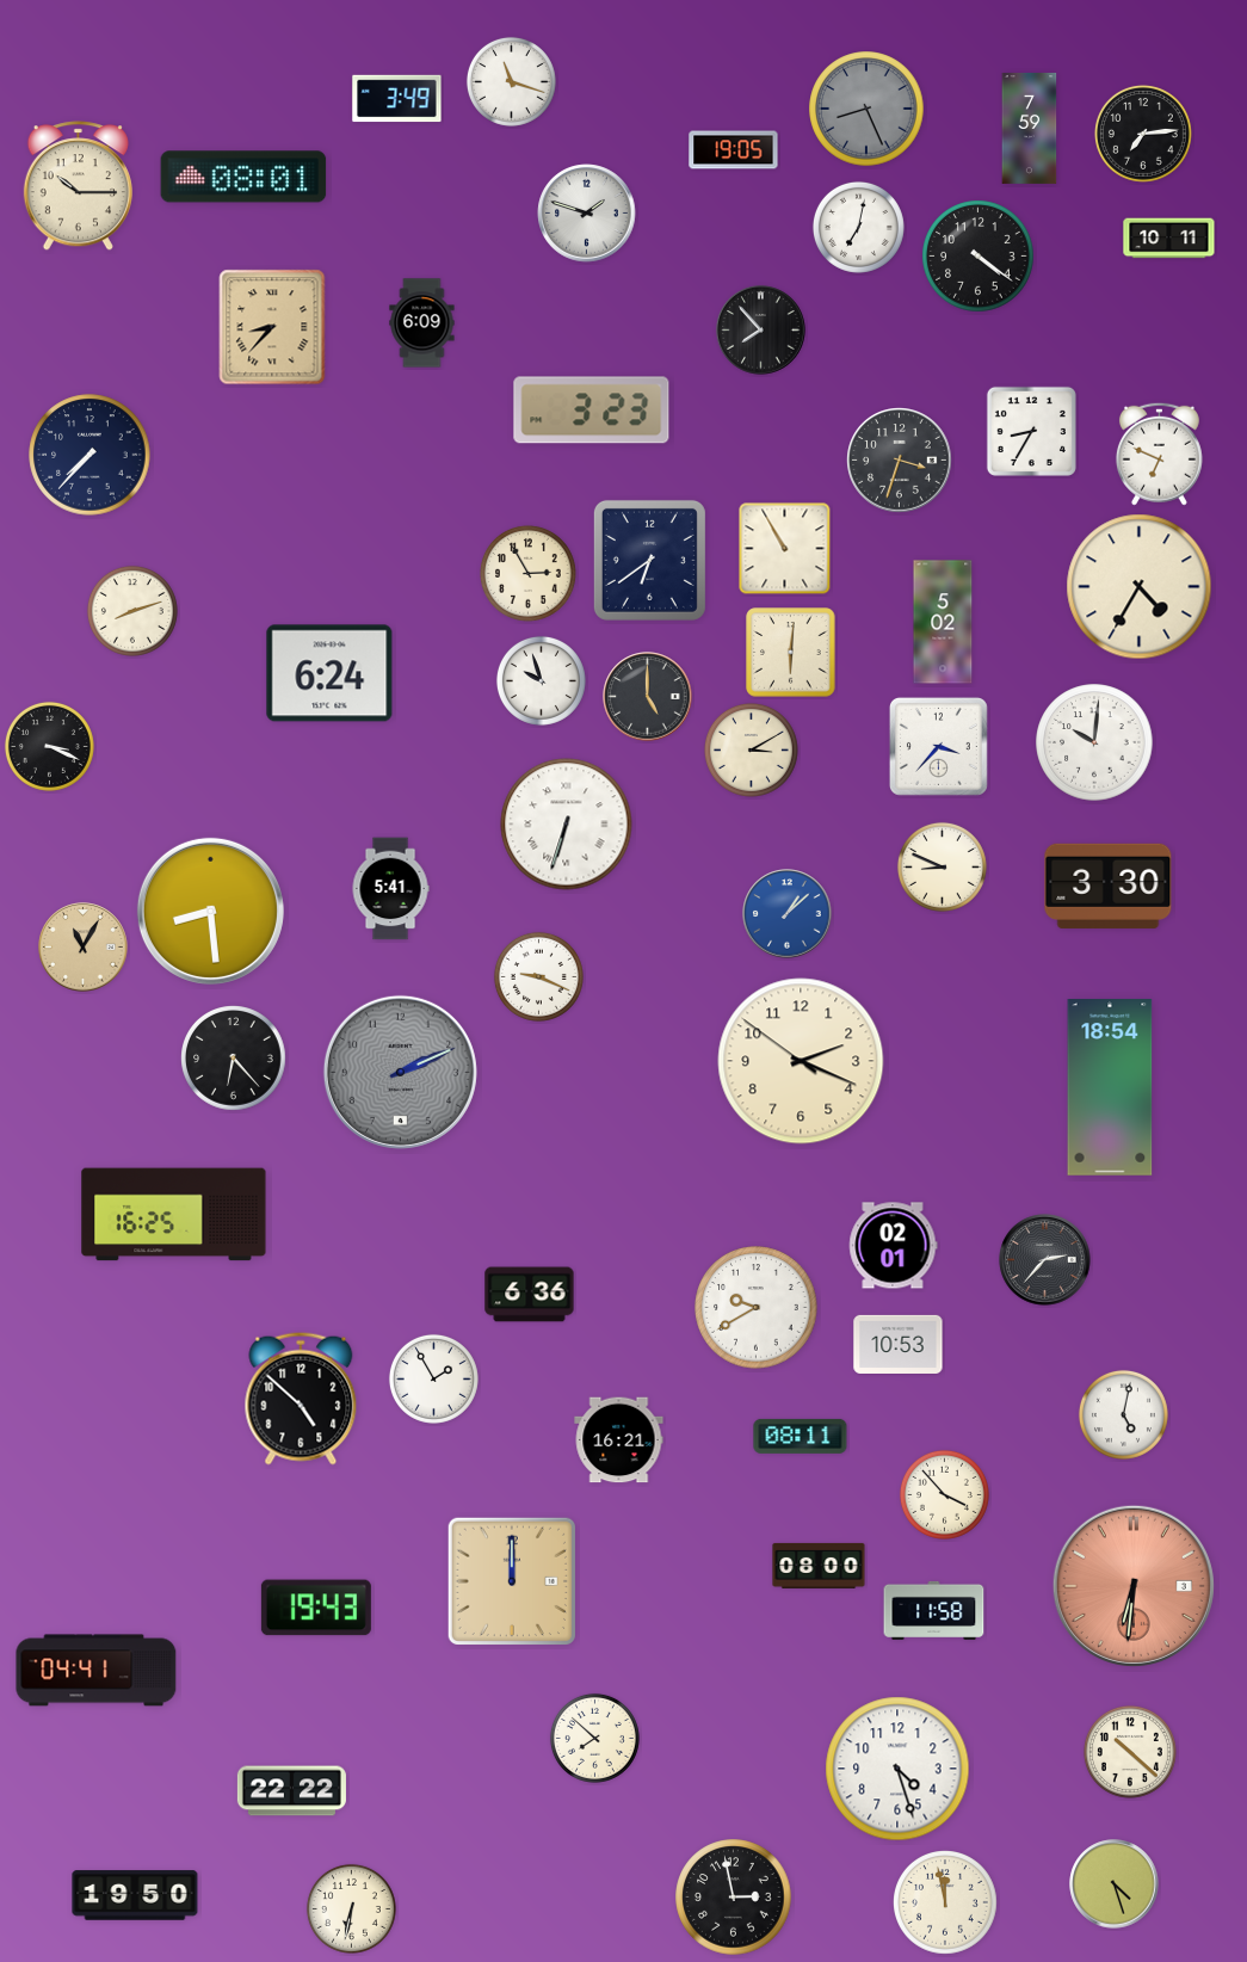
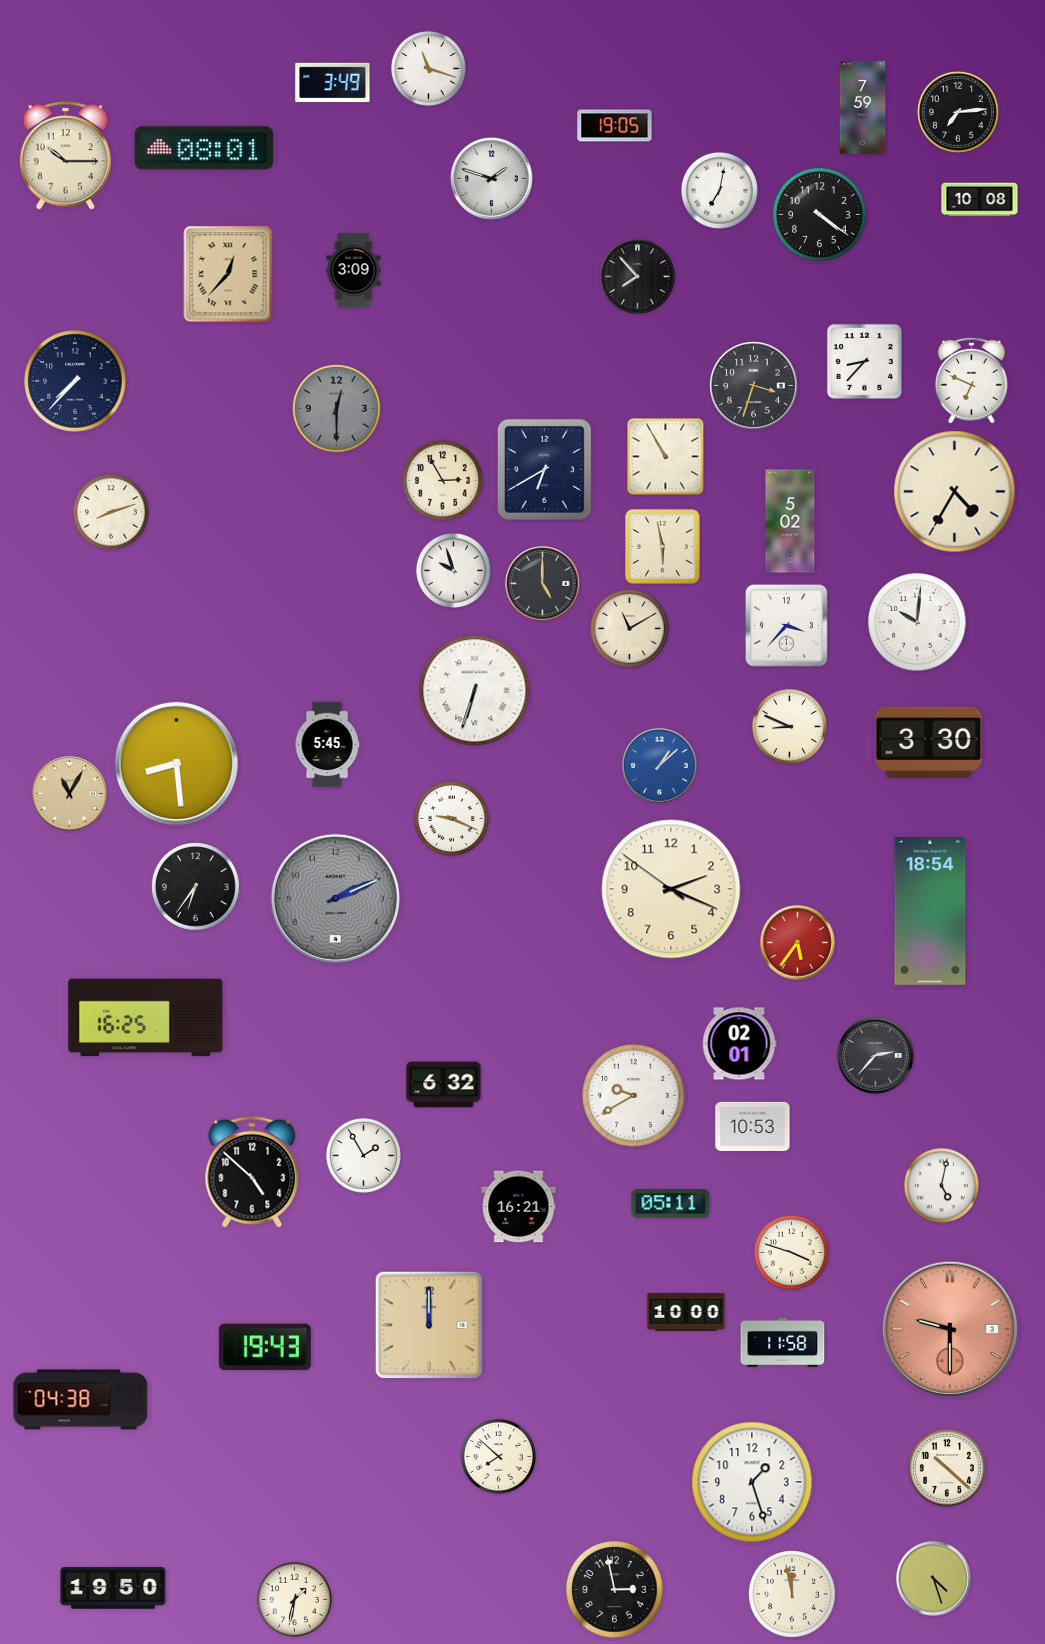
clock at (866, 109): 8:26 -> none
clock at (1169, 239): 10:11 -> 10:08
clock at (422, 323): 6:09 -> 3:09
clock at (272, 327): 8:37 -> 12:37
clock at (592, 411): 3:23 -> none
clock at (1031, 431): 8:35 -> 8:37
clock at (337, 409): none -> 12:30
clock at (785, 549) position: (785, 549) -> (666, 457)
clock at (649, 560): 6:39 -> 6:40
clock at (791, 653): 6:01 -> 5:58
clock at (329, 673): 6:24 -> none
clock at (49, 746): 3:19 -> none
clock at (751, 749): 3:10 -> 11:10
clock at (390, 889): 5:41 -> 5:45
clock at (234, 1059): 6:23 -> 6:36
clock at (798, 943): none -> 5:36
clock at (893, 1246) position: (893, 1246) -> (739, 1044)
clock at (530, 1295): 6:36 -> 6:32
clock at (801, 1436): 08:11 -> 05:11
clock at (944, 1494): 3:53 -> 3:48
clock at (819, 1566): 08:00 -> 10:00
clock at (1134, 1586): 6:31 -> 9:30
clock at (934, 1610) position: (934, 1610) -> (783, 1342)
clock at (97, 1671): 04:41 -> 04:38
clock at (897, 1769): 4:27 -> 1:27
clock at (291, 1791): 22:22 -> none
clock at (351, 1908): 6:32 -> 1:32
